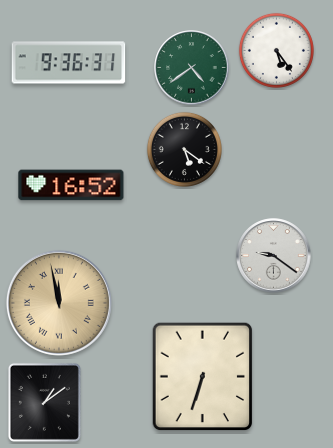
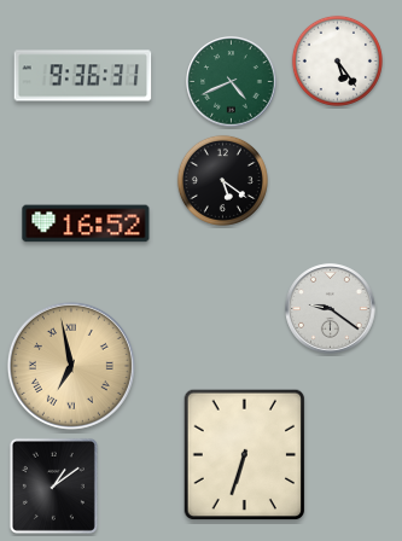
clock at (276, 50) position: (276, 50) -> (337, 60)
clock at (192, 68): 4:39 -> 4:41
clock at (59, 303): 11:58 -> 6:58
